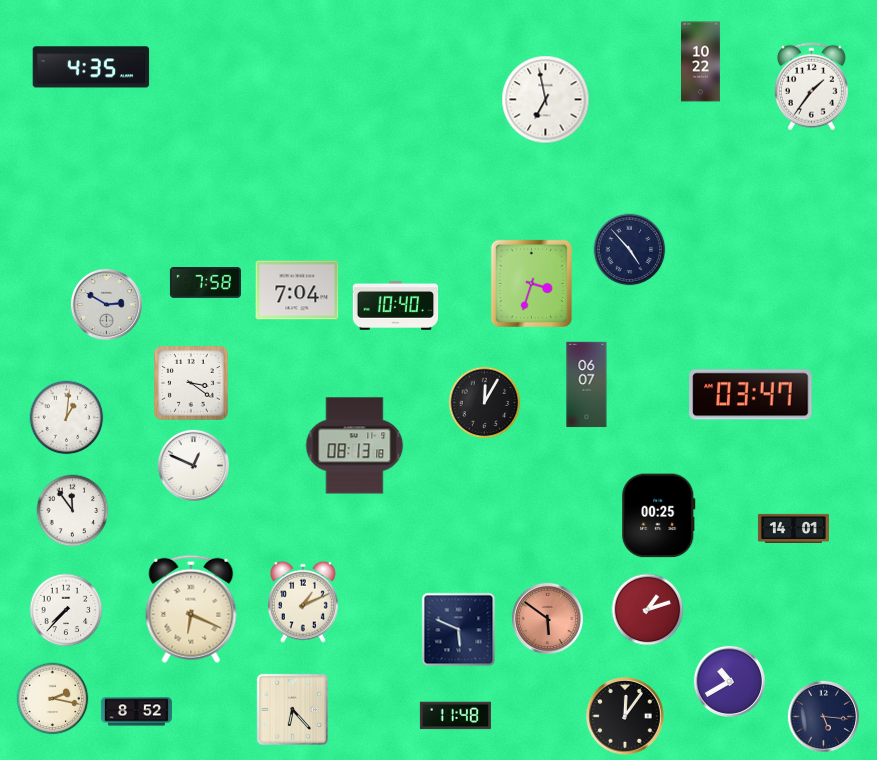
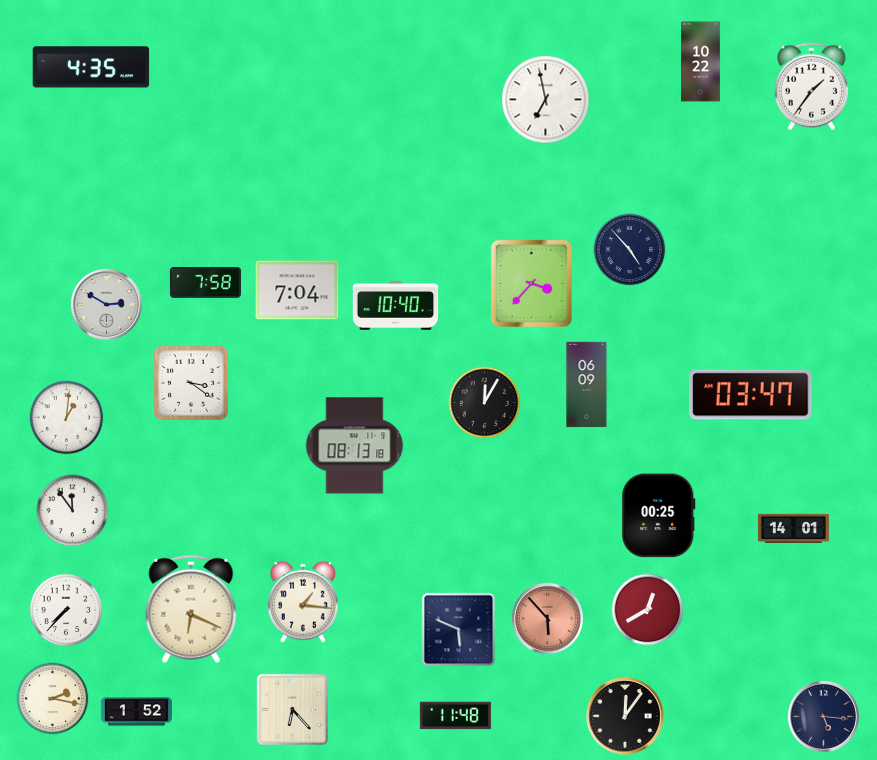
clock at (531, 283): 3:33 -> 3:37
clock at (587, 385): 06:07 -> 06:09
clock at (193, 465): 12:49 -> none
clock at (303, 602): 1:11 -> 1:16
clock at (648, 610): 1:12 -> 12:40
clock at (547, 618): 5:51 -> 5:53
clock at (729, 681): 10:40 -> none
clock at (136, 712): 8:52 -> 1:52
